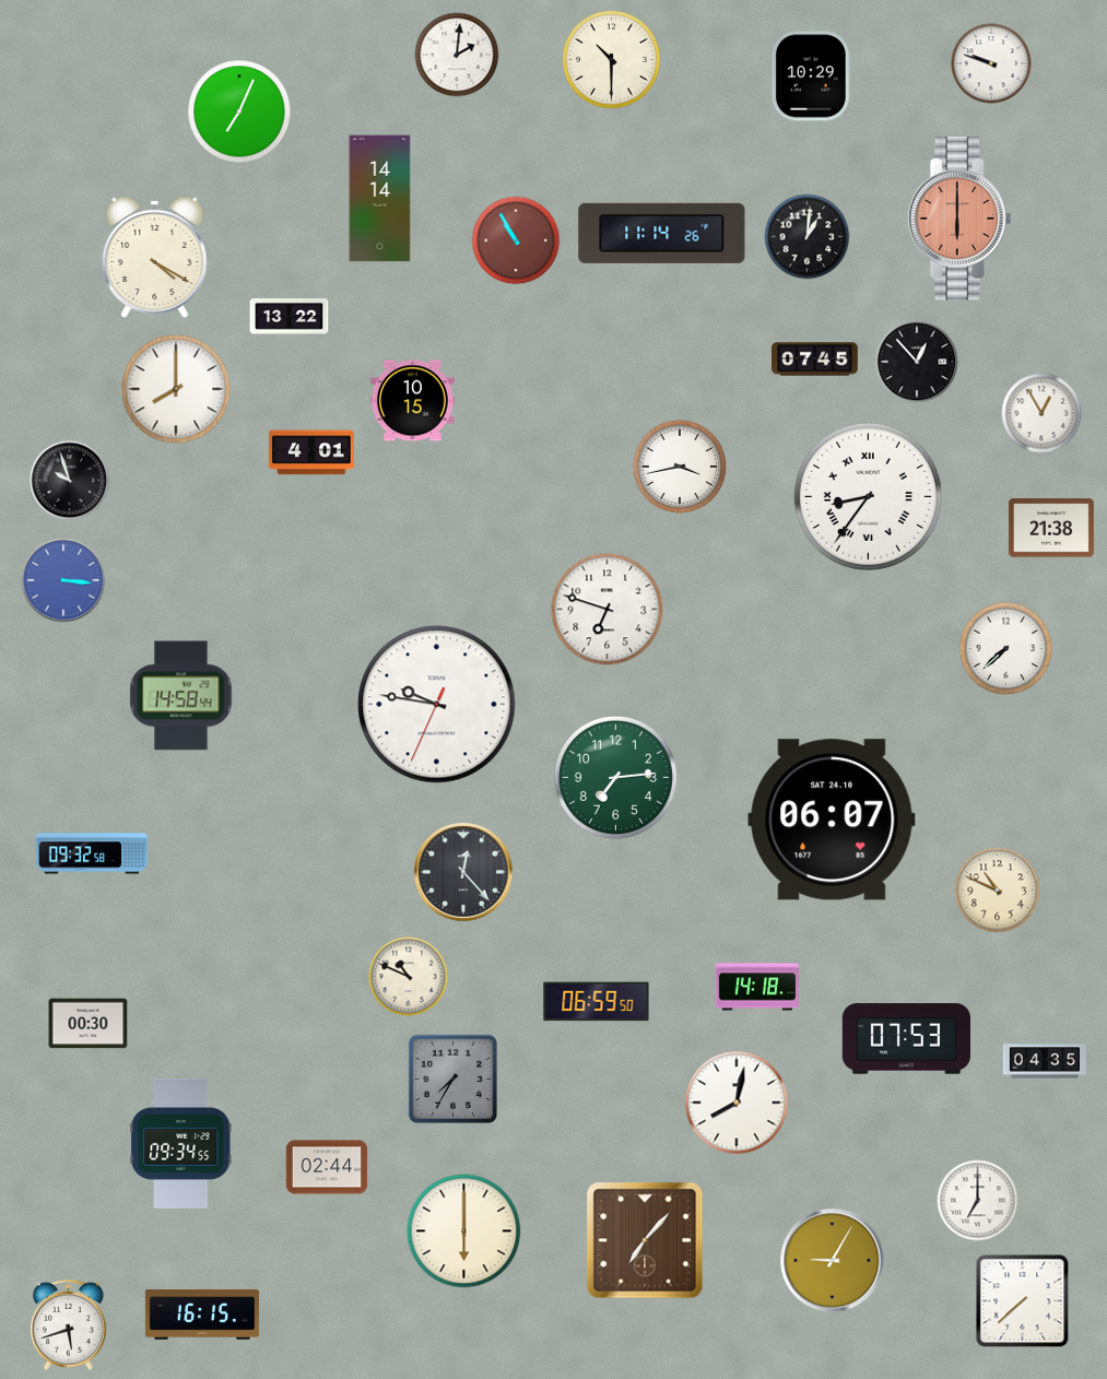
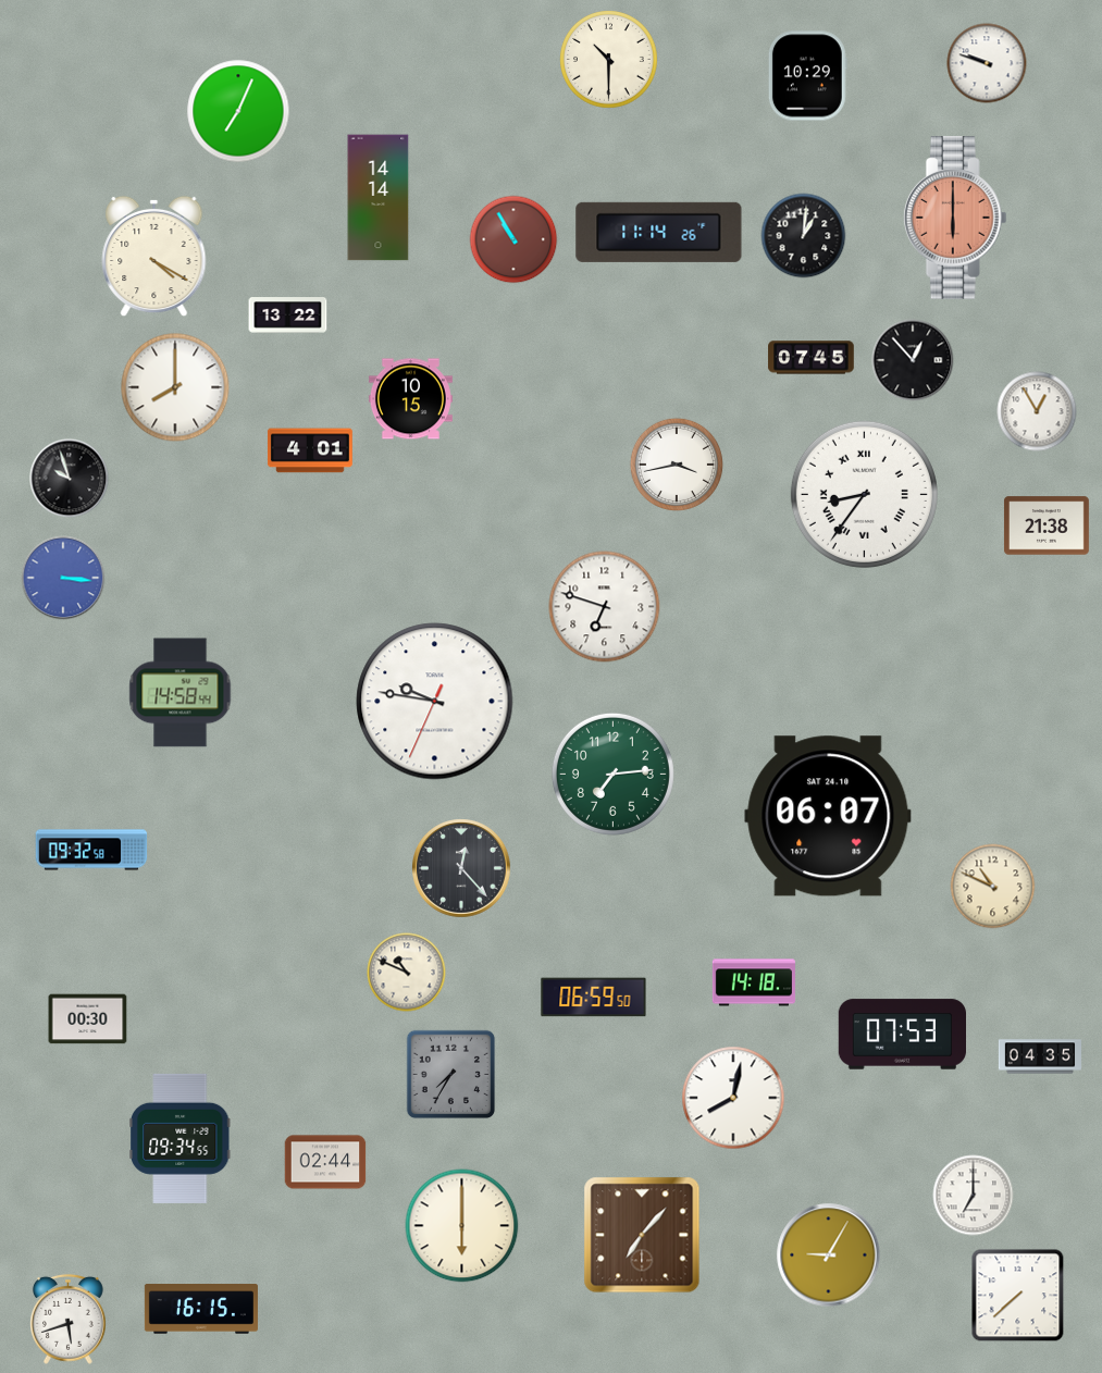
clock at (457, 55): 2:01 -> none
clock at (1006, 649): 7:38 -> none
